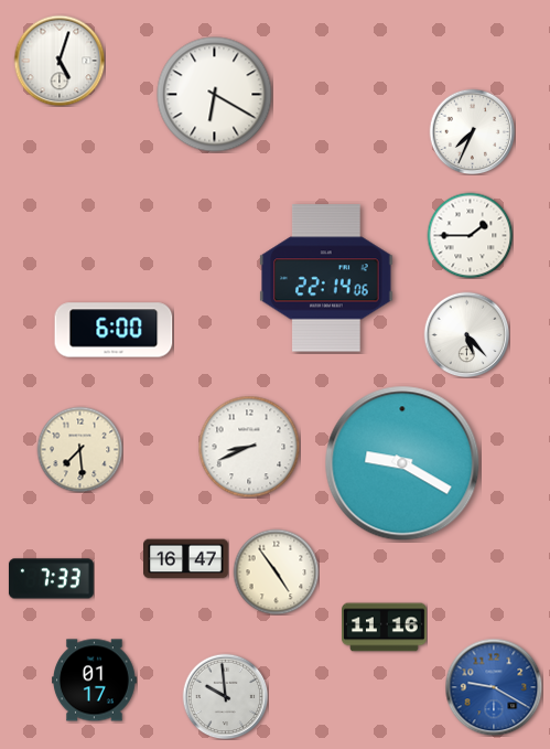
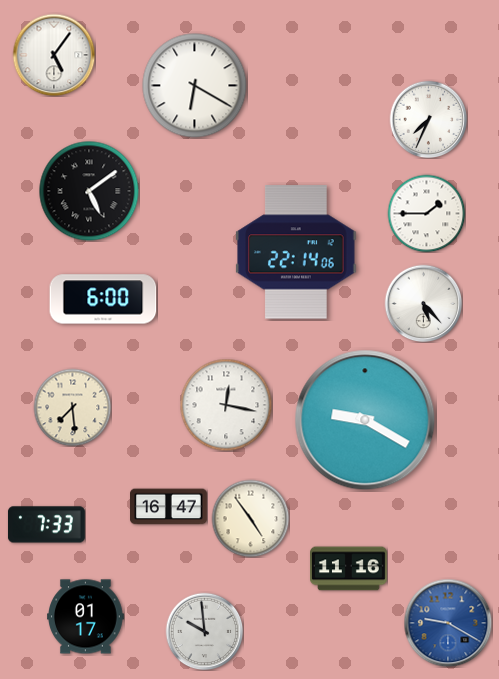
clock at (60, 61): 5:03 -> 5:06
clock at (89, 191): none -> 5:09
clock at (249, 447): 8:41 -> 12:17
